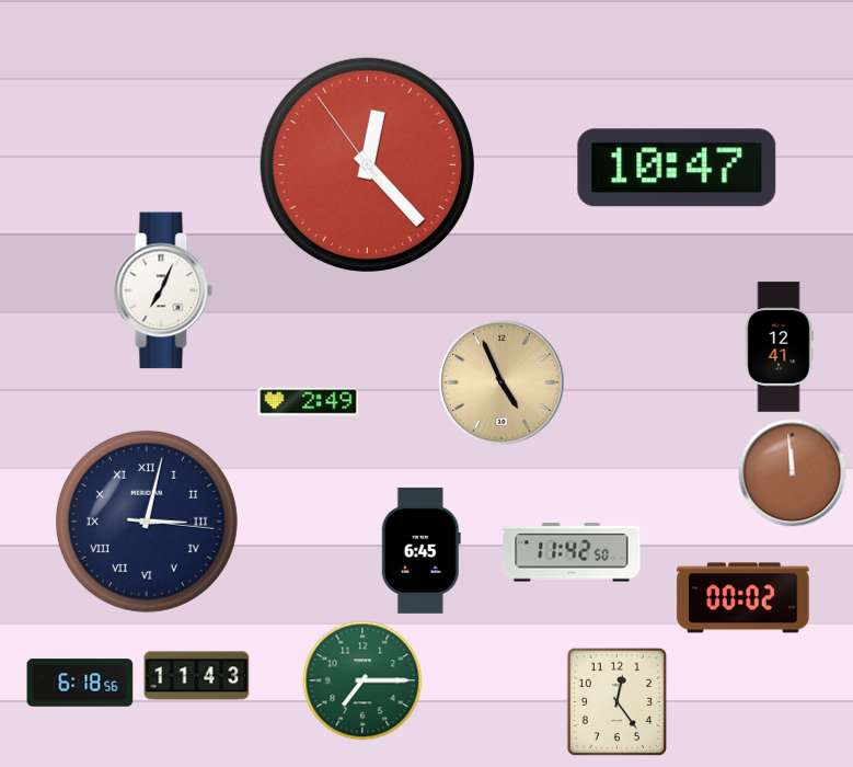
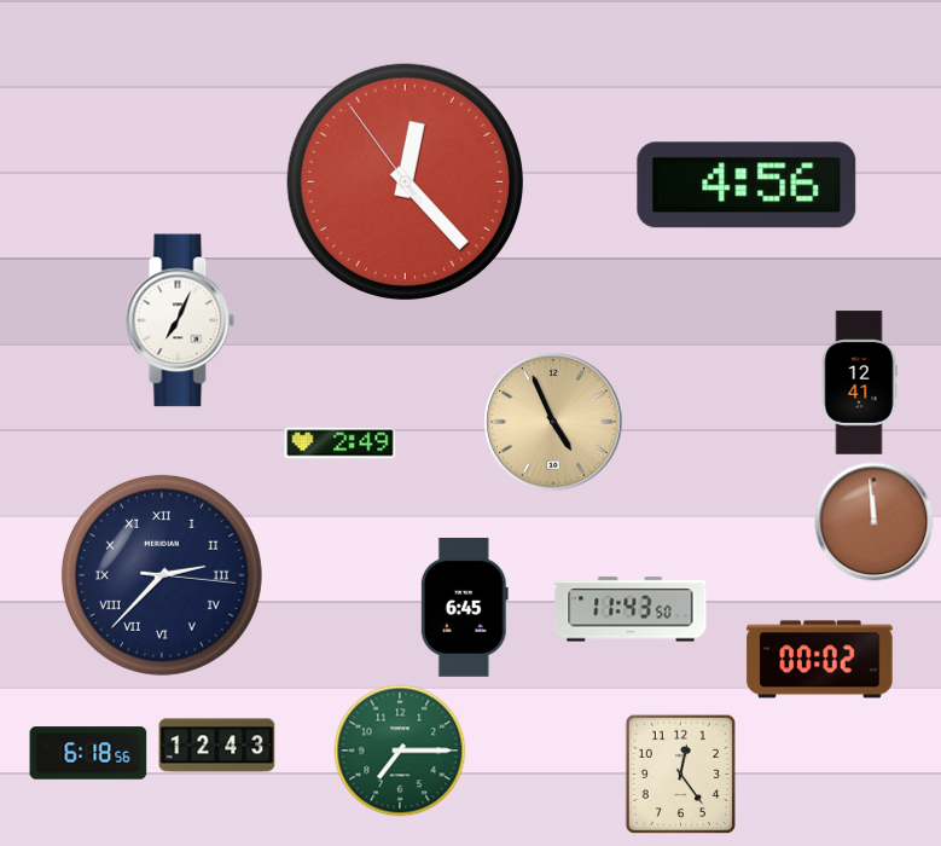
clock at (677, 168): 10:47 -> 4:56
clock at (147, 522): 3:02 -> 2:37
clock at (572, 552): 11:42 -> 11:43
clock at (197, 676): 11:43 -> 12:43
